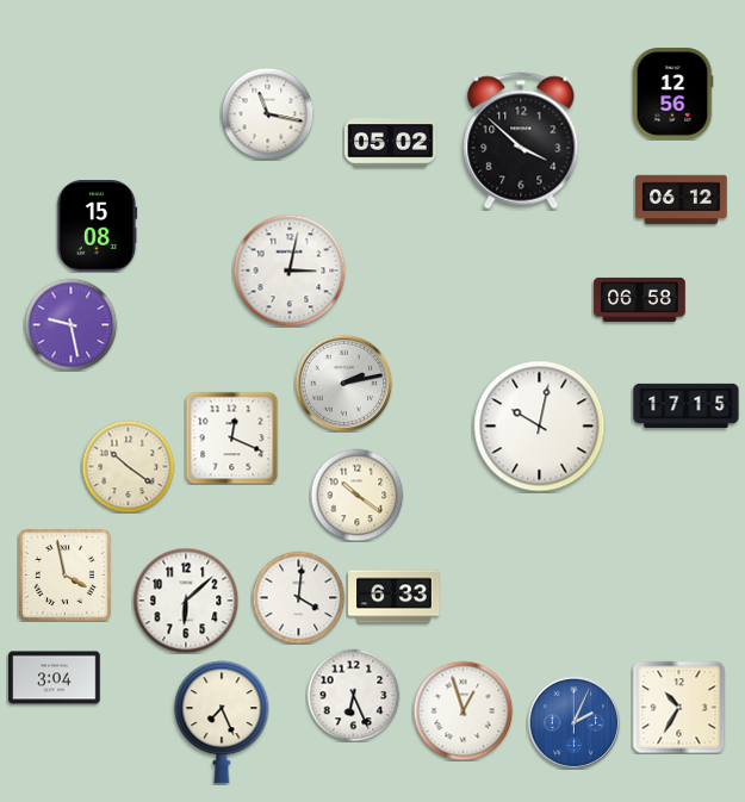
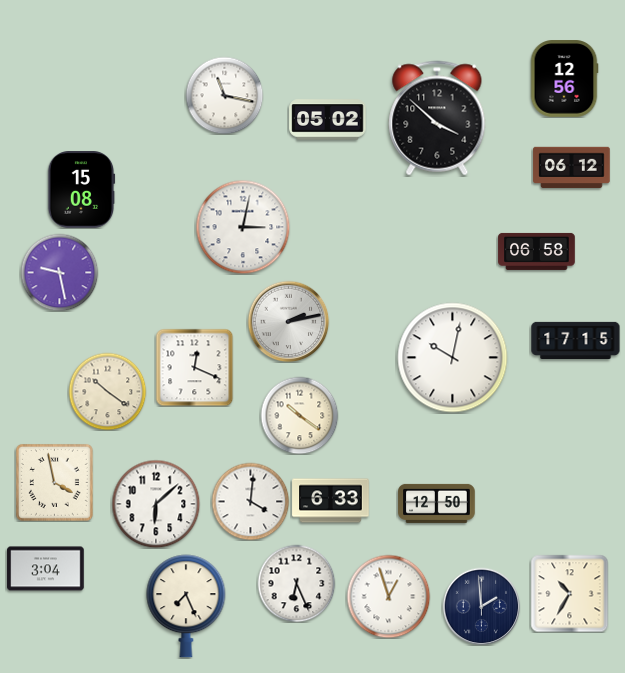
clock at (437, 503): none -> 12:50
clock at (573, 722): 2:04 -> 1:59
clock at (573, 722) dial: blue -> navy
